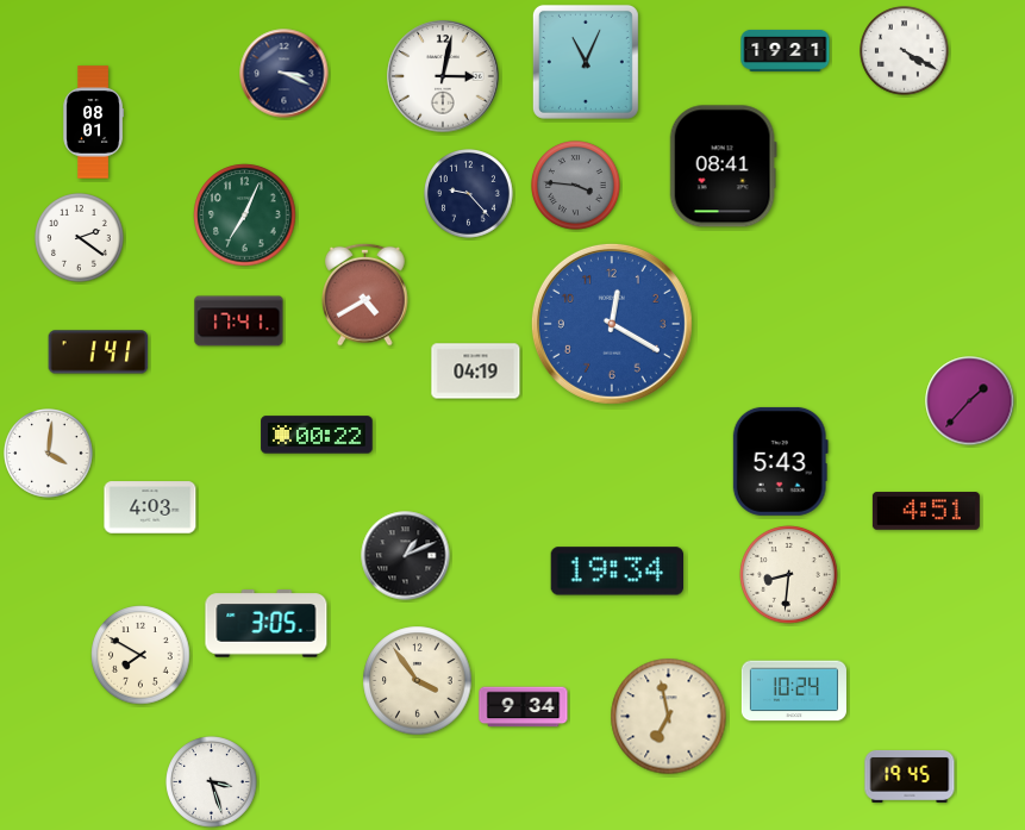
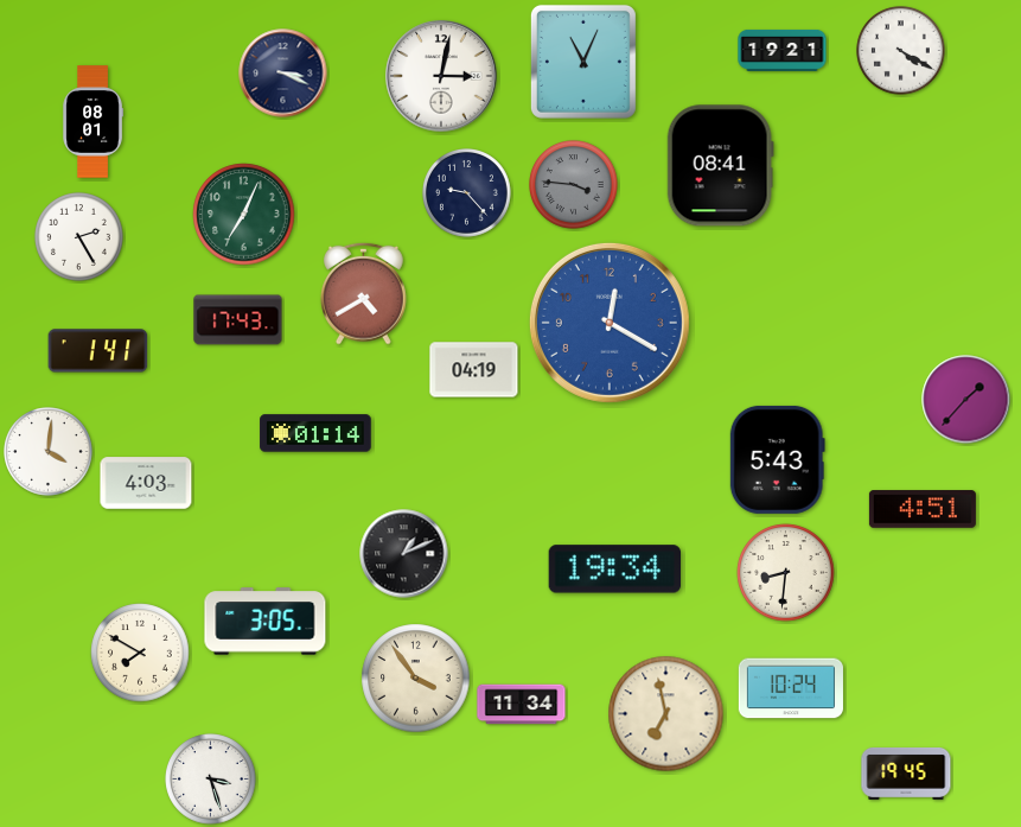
clock at (80, 238): 2:21 -> 2:25
clock at (239, 322): 17:41 -> 17:43
clock at (317, 435): 00:22 -> 01:14
clock at (150, 507) position: (150, 507) -> (146, 483)
clock at (524, 707): 9:34 -> 11:34
